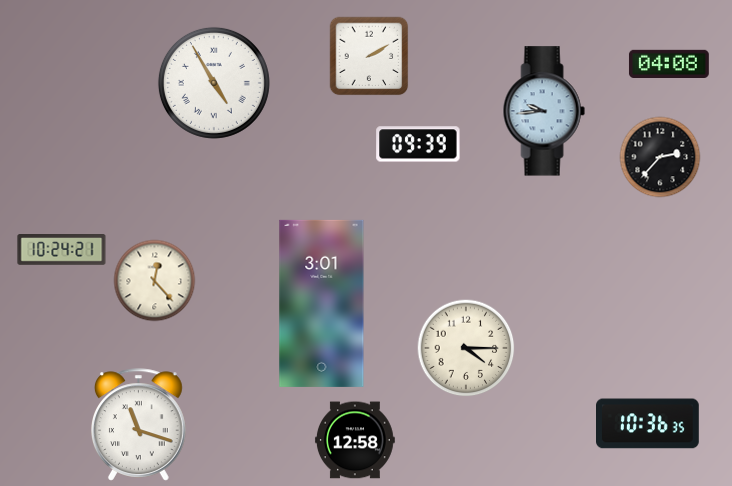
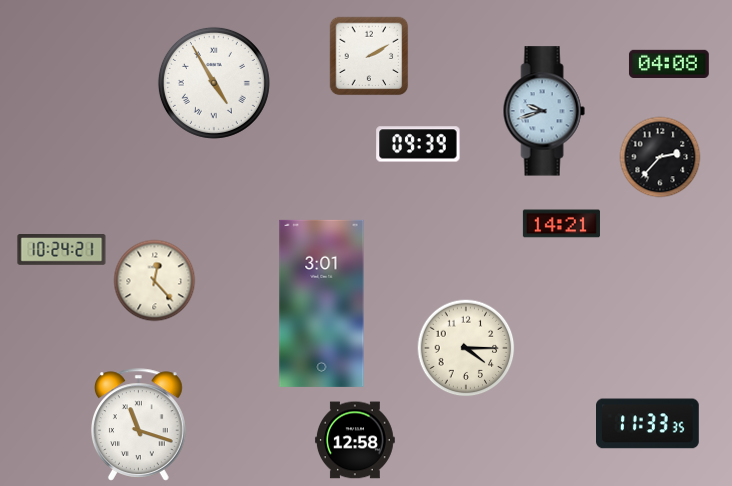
clock at (544, 111): 9:44 -> 9:42
clock at (561, 224): none -> 14:21
clock at (648, 424): 10:36 -> 11:33
